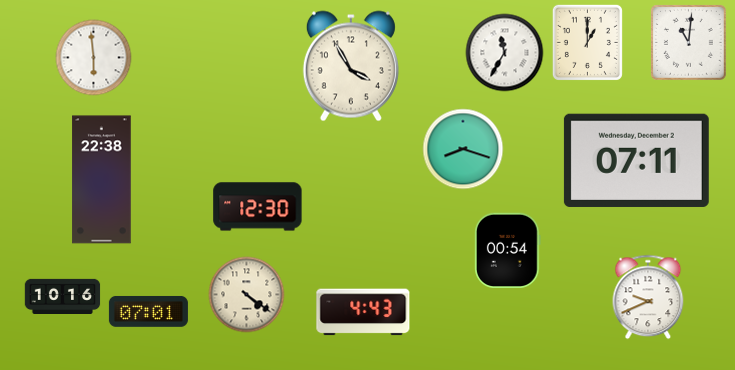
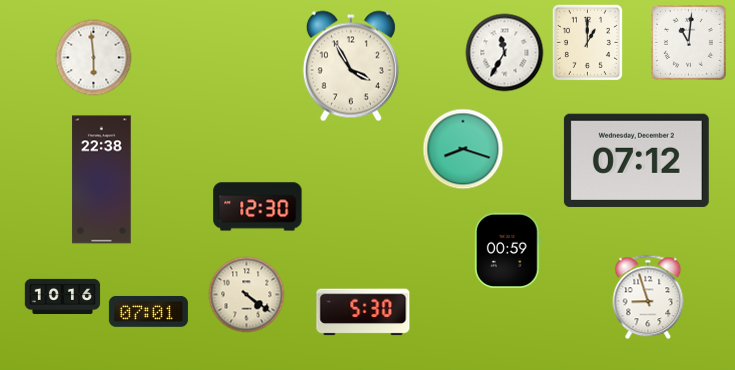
clock at (636, 160): 07:11 -> 07:12
clock at (508, 250): 00:54 -> 00:59
clock at (648, 297): 9:41 -> 8:57
clock at (363, 312): 4:43 -> 5:30
